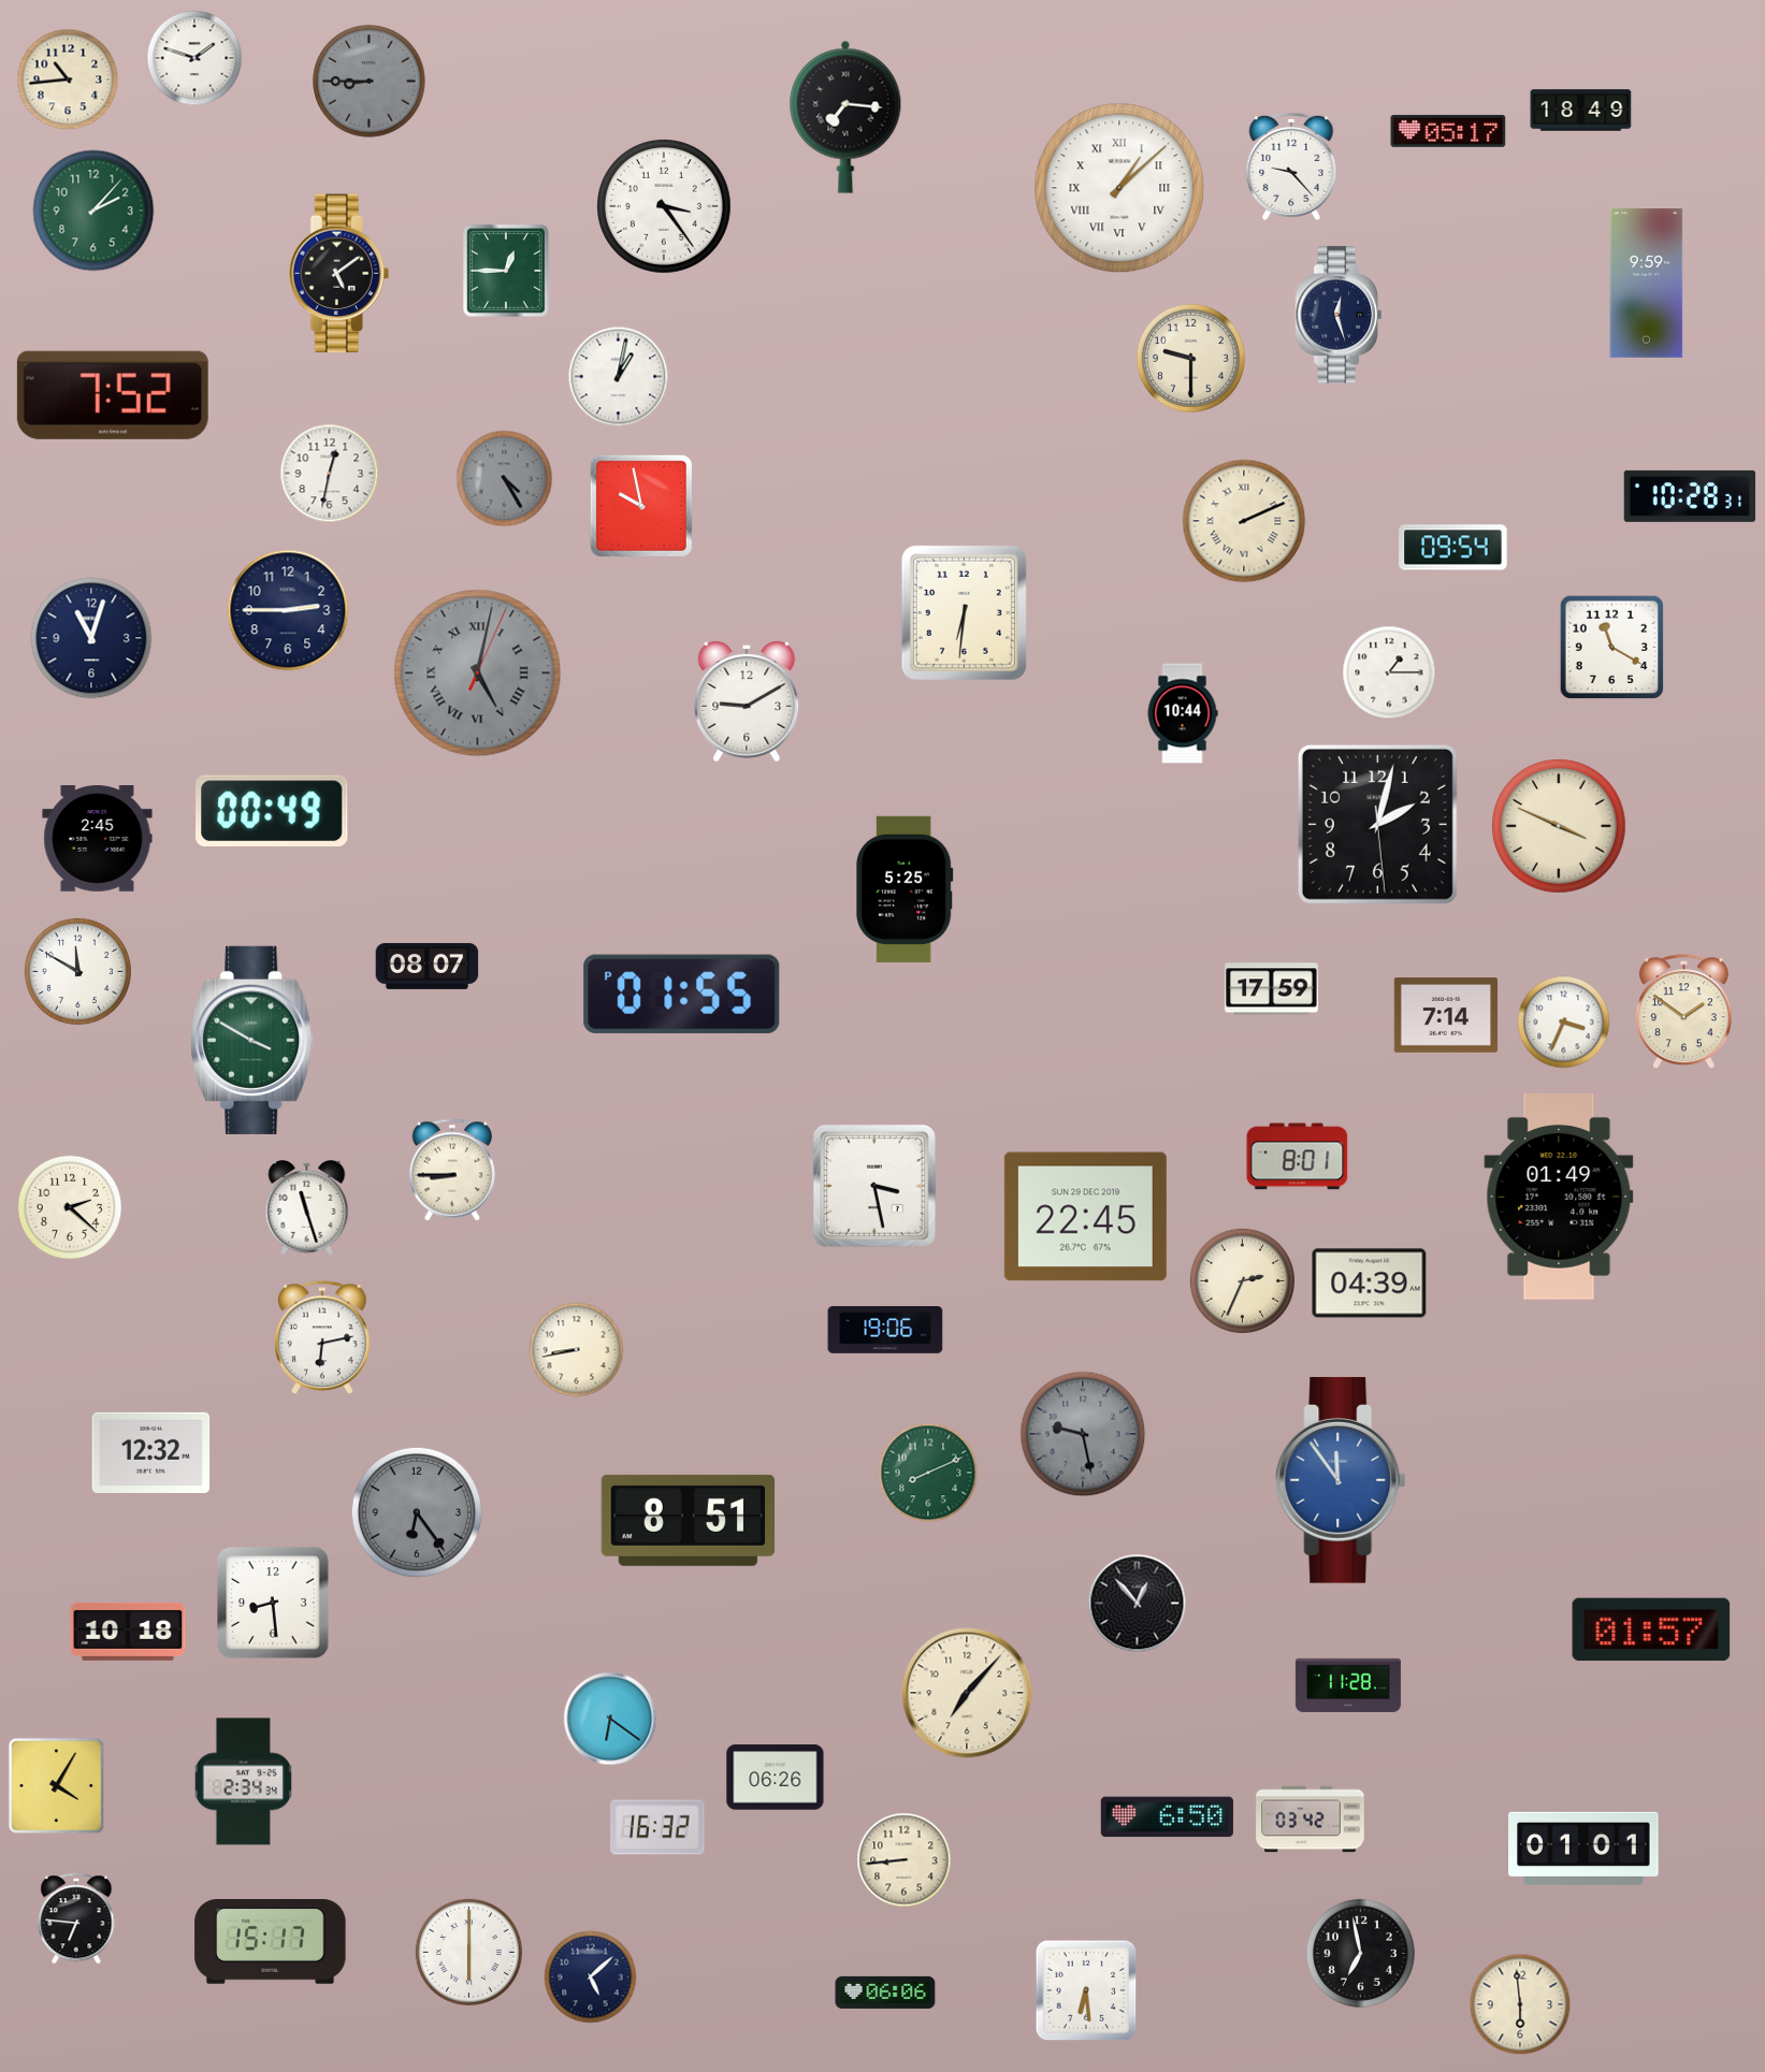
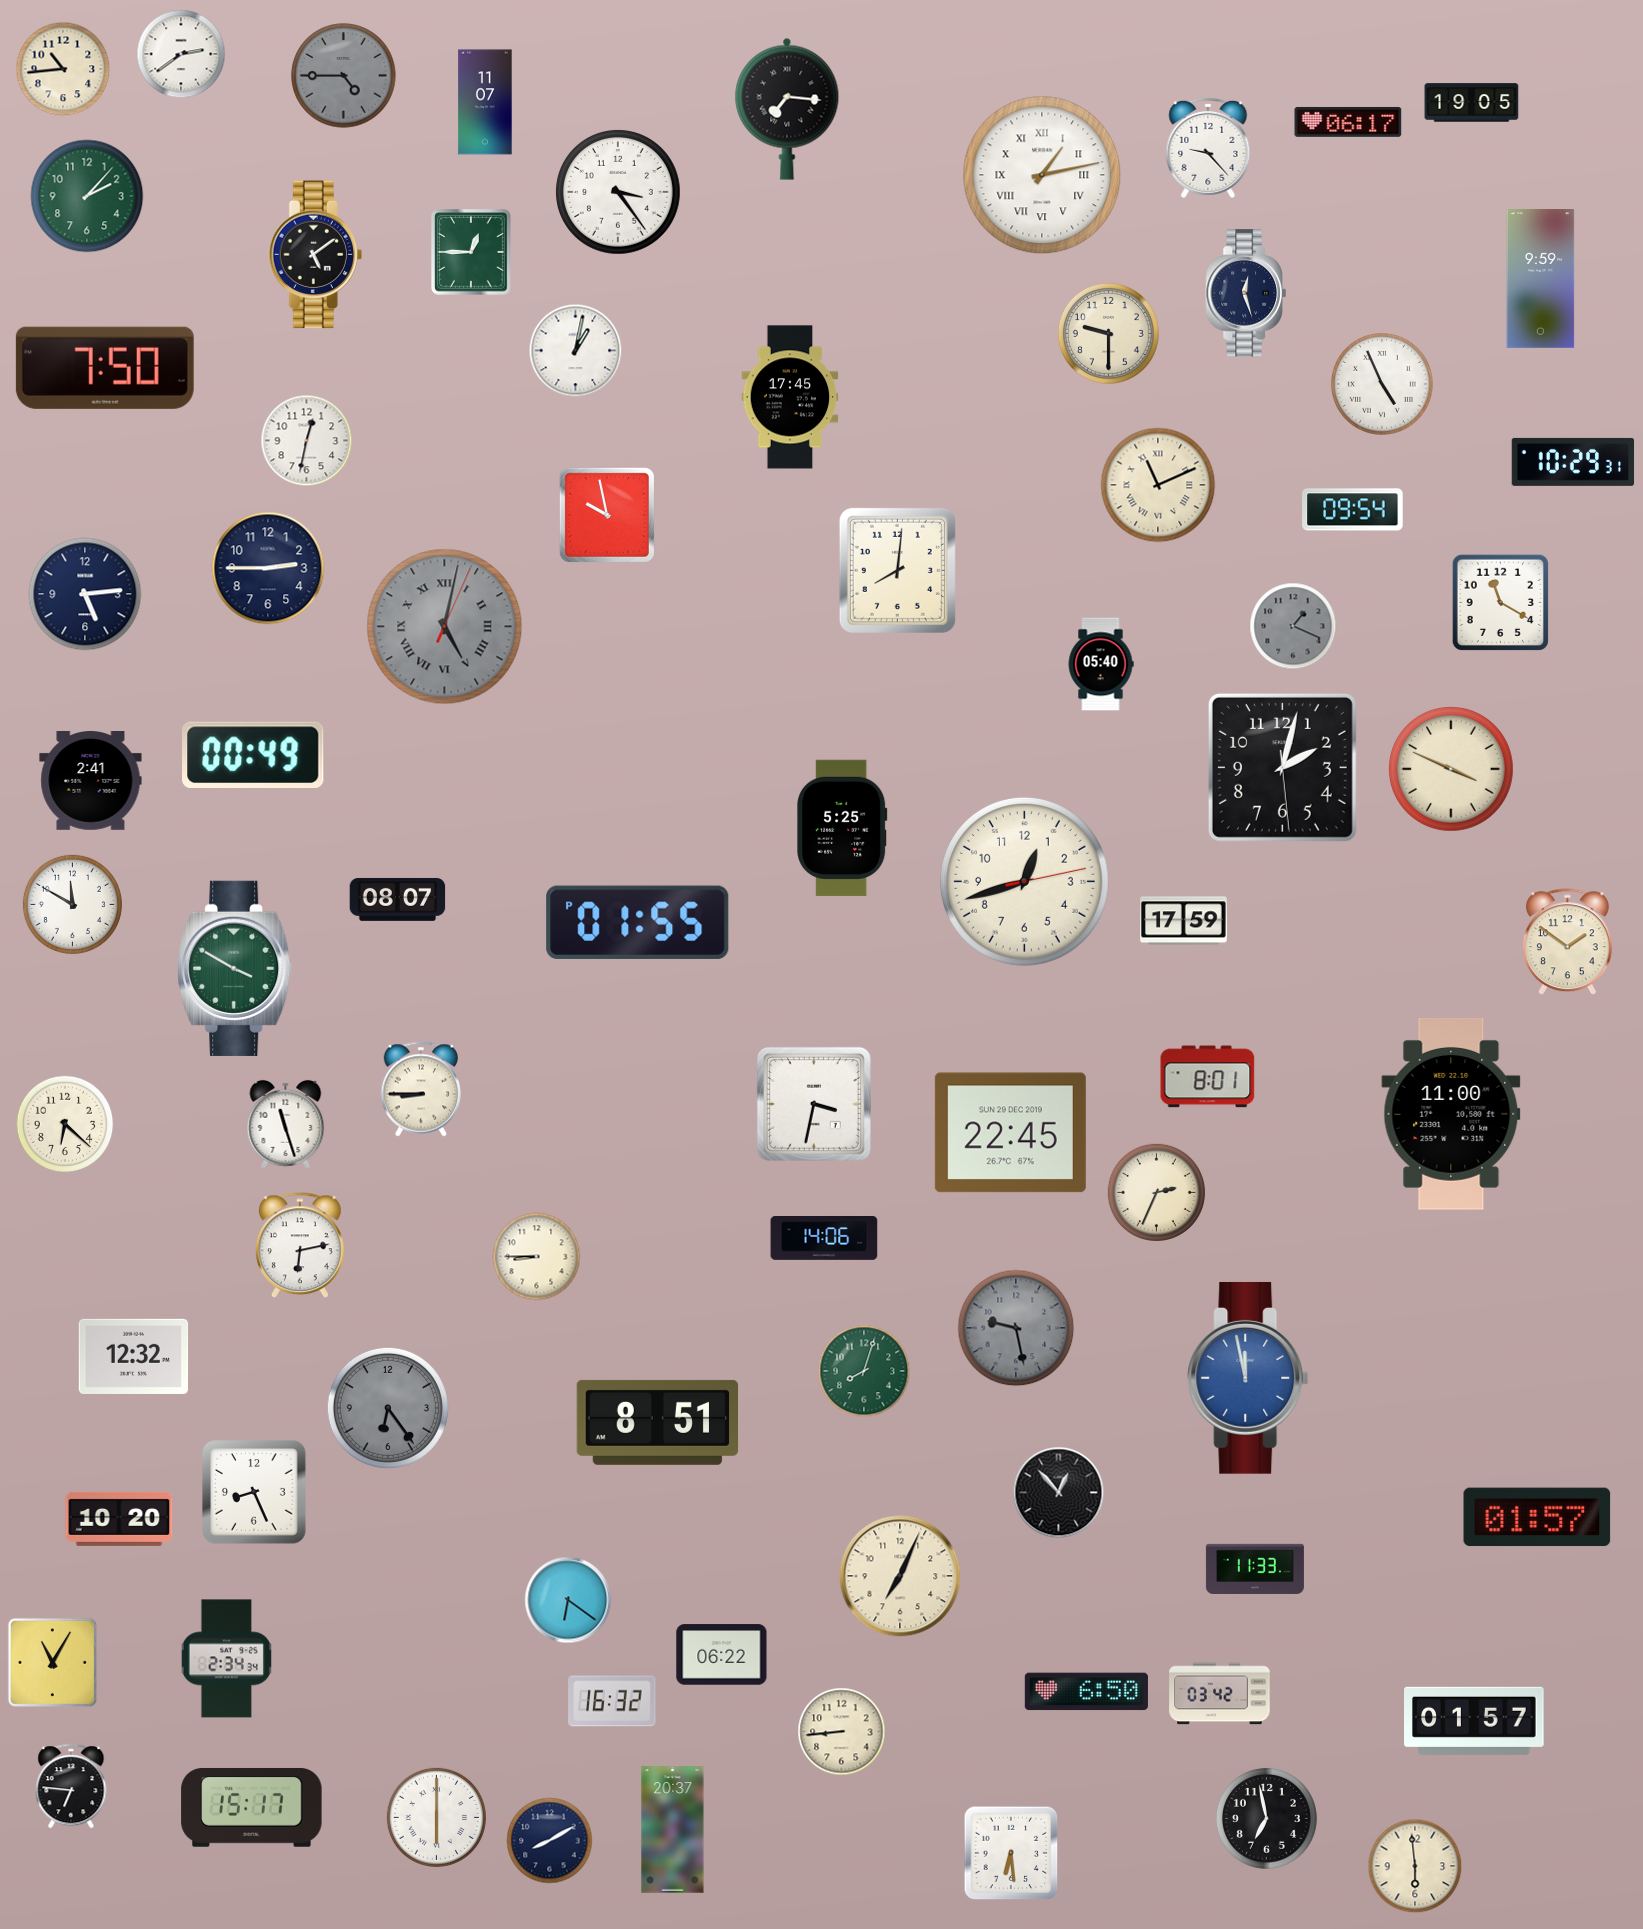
clock at (194, 58): 1:48 -> 2:39
clock at (68, 79) position: (68, 79) -> (63, 69)
clock at (370, 82): 8:45 -> 4:45
clock at (485, 102): none -> 11:07
clock at (1581, 111): 18:49 -> 19:05
clock at (1448, 131): 05:17 -> 06:17
clock at (1291, 166) position: (1291, 166) -> (1208, 148)
clock at (1119, 188): 1:08 -> 1:13
clock at (1647, 284) position: (1647, 284) -> (1541, 279)
clock at (113, 395): 7:52 -> 7:50
clock at (1383, 385): none -> 4:56
clock at (790, 397): none -> 17:45
clock at (505, 479): 4:25 -> none
clock at (1690, 496): 10:28 -> 10:29
clock at (641, 506) position: (641, 506) -> (607, 515)
clock at (1244, 521): 2:11 -> 11:11
clock at (964, 612): 6:31 -> 8:01
clock at (91, 638): 11:03 -> 5:14
clock at (1389, 672): 1:15 -> 1:19
clock at (1389, 672) dial: white -> grey
clock at (747, 701): 9:10 -> none
clock at (1183, 713): 10:44 -> 05:40
clock at (98, 839): 2:45 -> 2:41
clock at (1024, 881): none -> 12:42
clock at (682, 994) position: (682, 994) -> (638, 922)
clock at (1446, 1015): 7:14 -> none
clock at (1564, 1023): 3:34 -> none
clock at (874, 1186): 3:28 -> 3:32
clock at (1559, 1197): 01:49 -> 11:00
clock at (70, 1207): 2:22 -> 6:22
clock at (1370, 1284): 04:39 -> none
clock at (885, 1331): 19:06 -> 14:06
clock at (577, 1350): 8:43 -> 8:45
clock at (1083, 1434) position: (1083, 1434) -> (1016, 1328)
clock at (151, 1452) position: (151, 1452) -> (134, 1356)
clock at (928, 1473): 8:11 -> 8:03
clock at (1341, 1480): 11:54 -> 11:58
clock at (689, 1520) position: (689, 1520) -> (658, 1422)
clock at (273, 1603): 8:29 -> 8:26
clock at (128, 1632): 10:18 -> 10:20
clock at (1348, 1685): 11:28 -> 11:33
clock at (967, 1693): 7:07 -> 7:04
clock at (776, 1778): 06:26 -> 06:22
clock at (56, 1785): 4:05 -> 11:05
clock at (1583, 1849): 01:01 -> 01:57
clock at (673, 1830): none -> 20:37
clock at (591, 1977): 5:08 -> 8:10
clock at (885, 1993): 06:06 -> none
